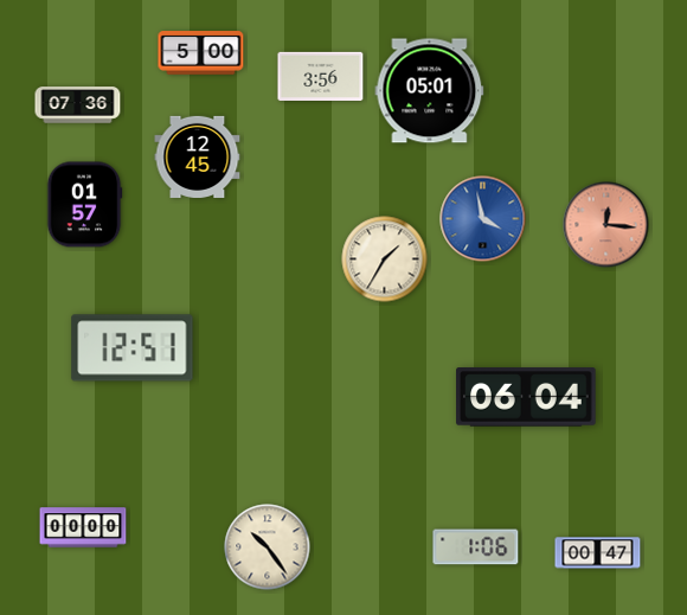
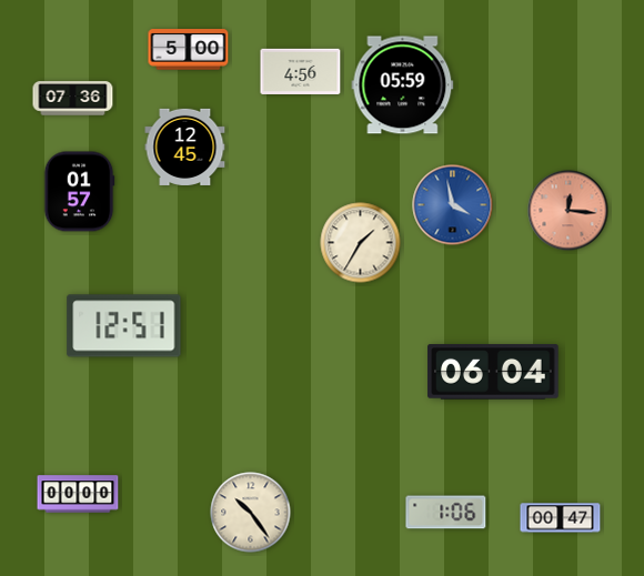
clock at (321, 76): 3:56 -> 4:56
clock at (430, 91): 05:01 -> 05:59
